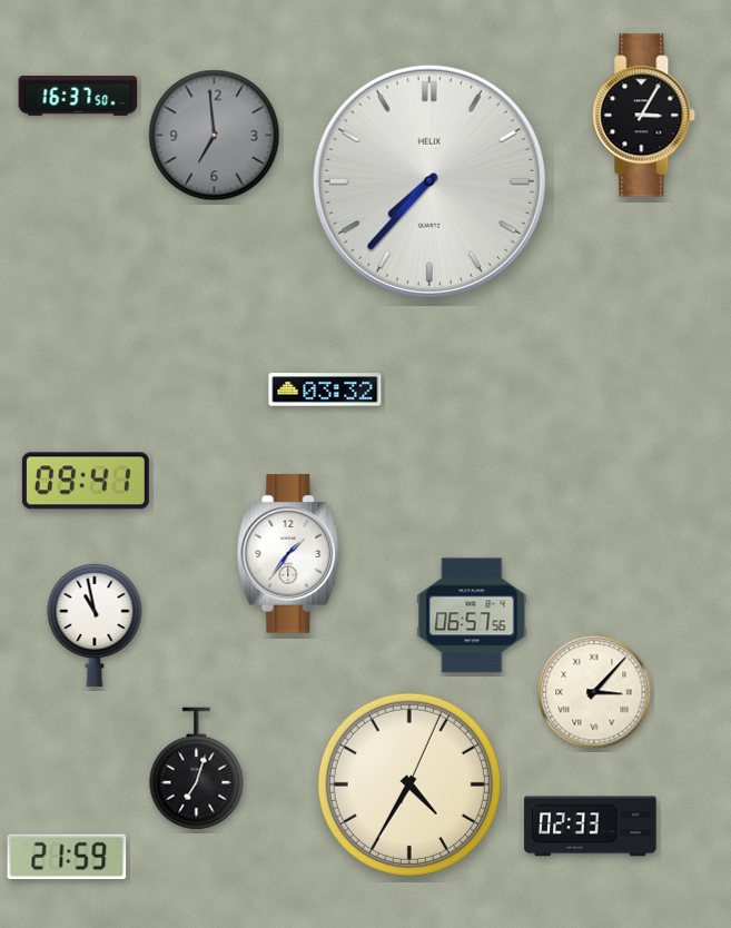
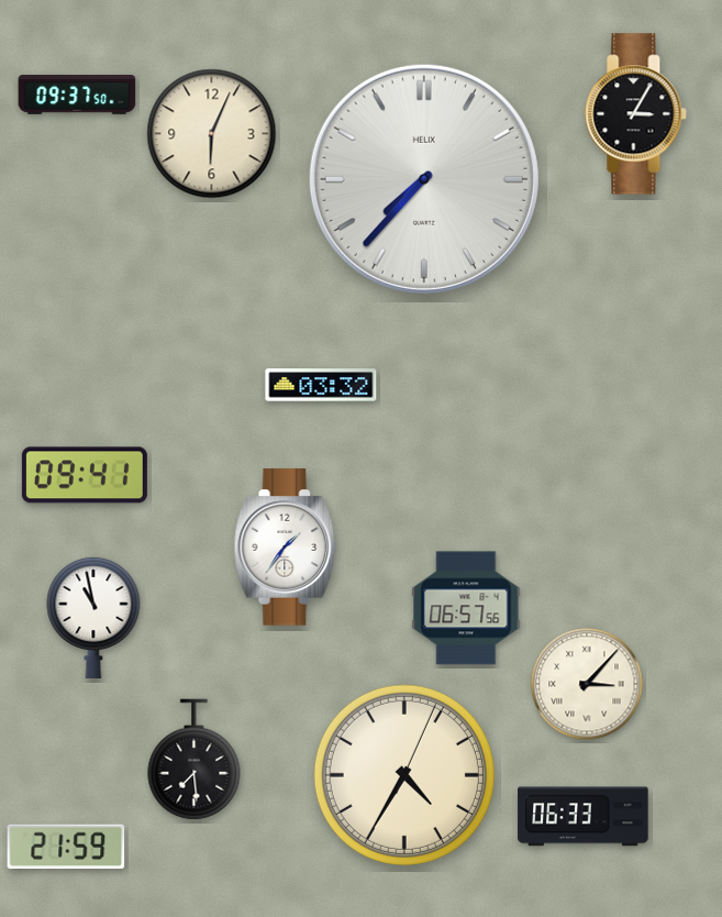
clock at (78, 97): 16:37 -> 09:37
clock at (215, 136): 6:59 -> 6:04
clock at (215, 136) dial: grey -> cream
clock at (197, 769): 7:03 -> 7:29
clock at (591, 827): 02:33 -> 06:33
